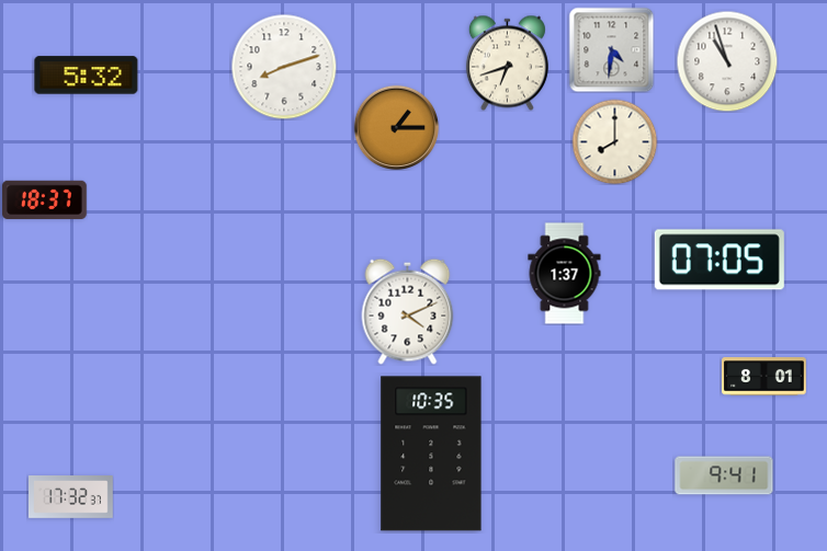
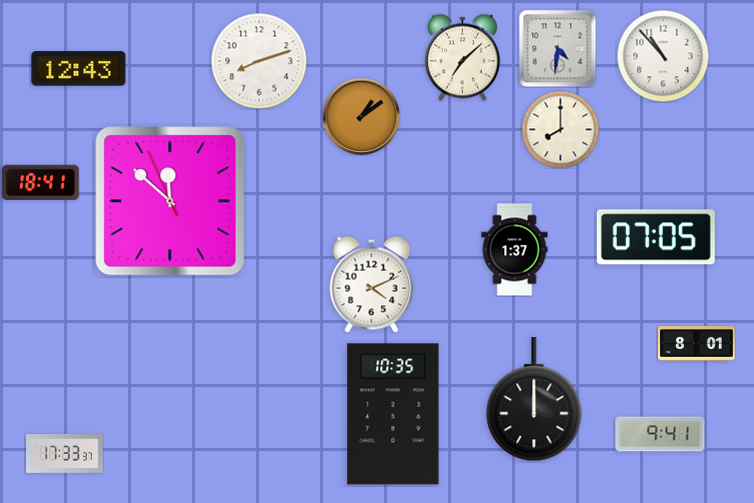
clock at (611, 49) position: (611, 49) -> (557, 48)
clock at (727, 61): 10:57 -> 10:53
clock at (507, 62): 6:42 -> 7:08
clock at (87, 76): 5:32 -> 12:43
clock at (396, 127): 1:15 -> 1:09
clock at (45, 199): 18:37 -> 18:41
clock at (170, 201): none -> 11:51
clock at (534, 400): none -> 12:00
clock at (71, 497): 17:32 -> 17:33
